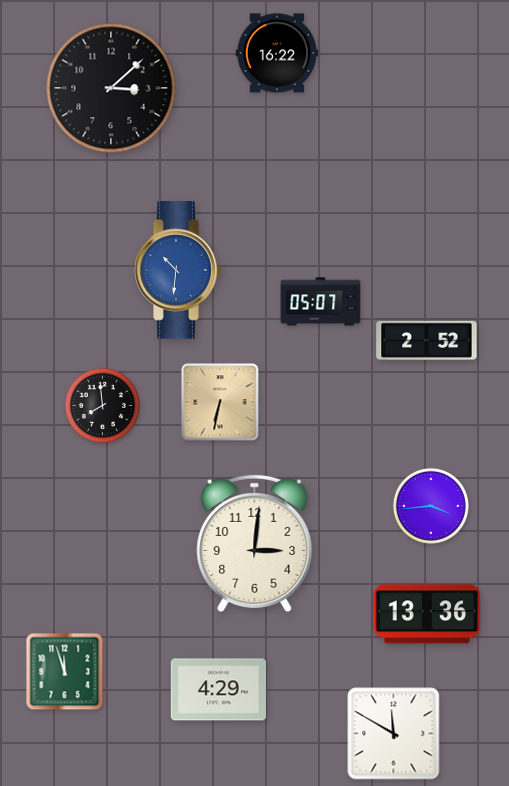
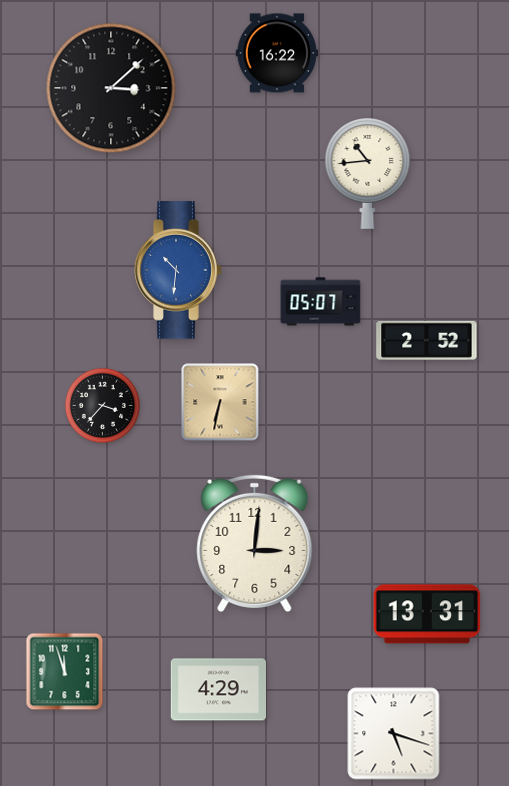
clock at (368, 173): none -> 10:44
clock at (102, 405): 7:59 -> 3:37
clock at (431, 506): 3:44 -> none
clock at (427, 614): 13:36 -> 13:31
clock at (394, 734): 11:50 -> 5:18
